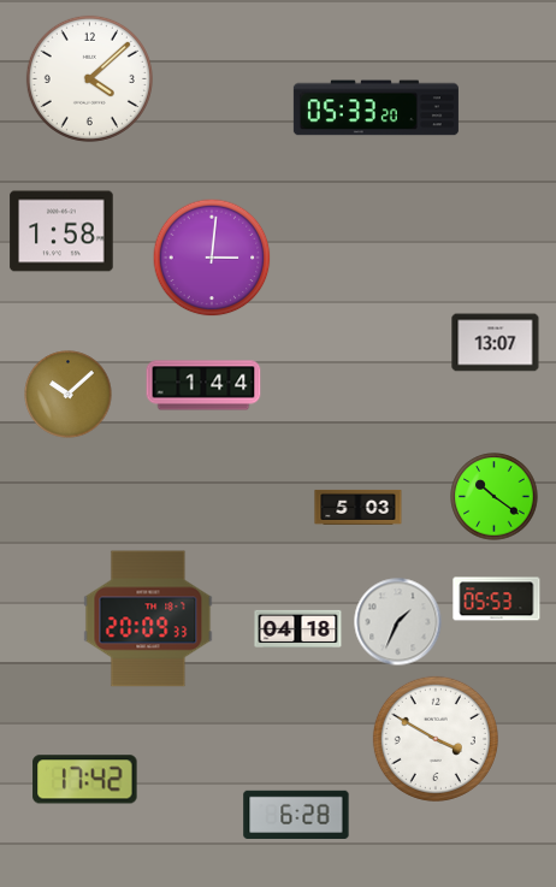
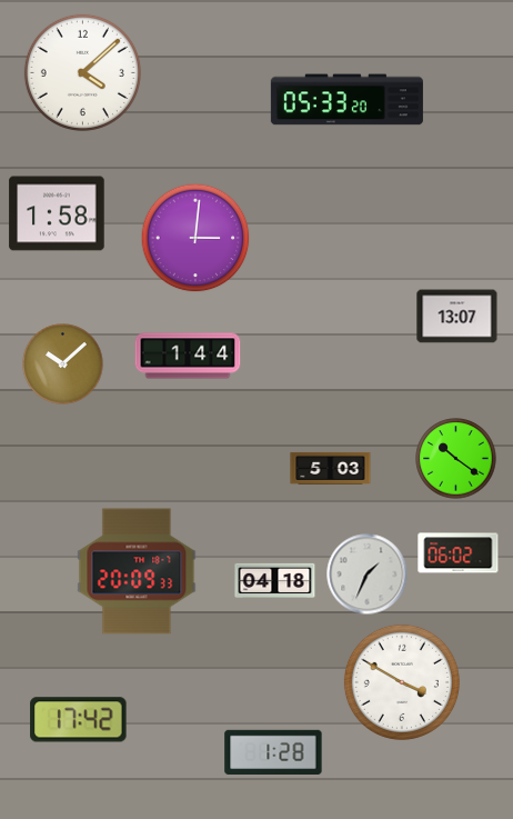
clock at (497, 599): 05:53 -> 06:02
clock at (296, 815): 6:28 -> 1:28
